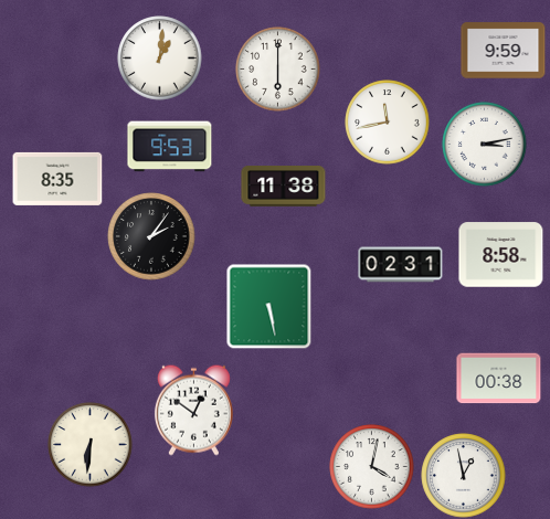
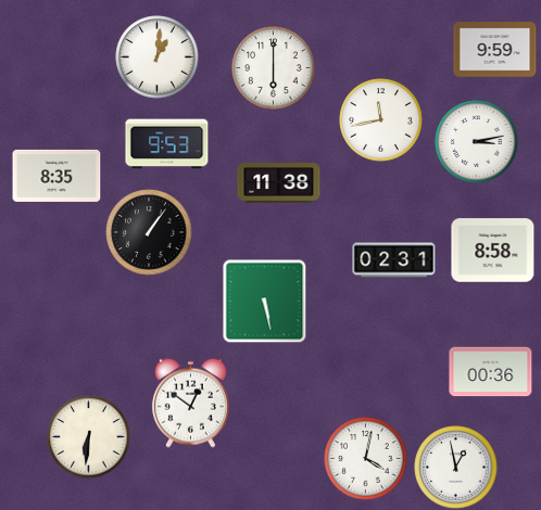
clock at (151, 236): 2:06 -> 1:06
clock at (499, 379): 00:38 -> 00:36
